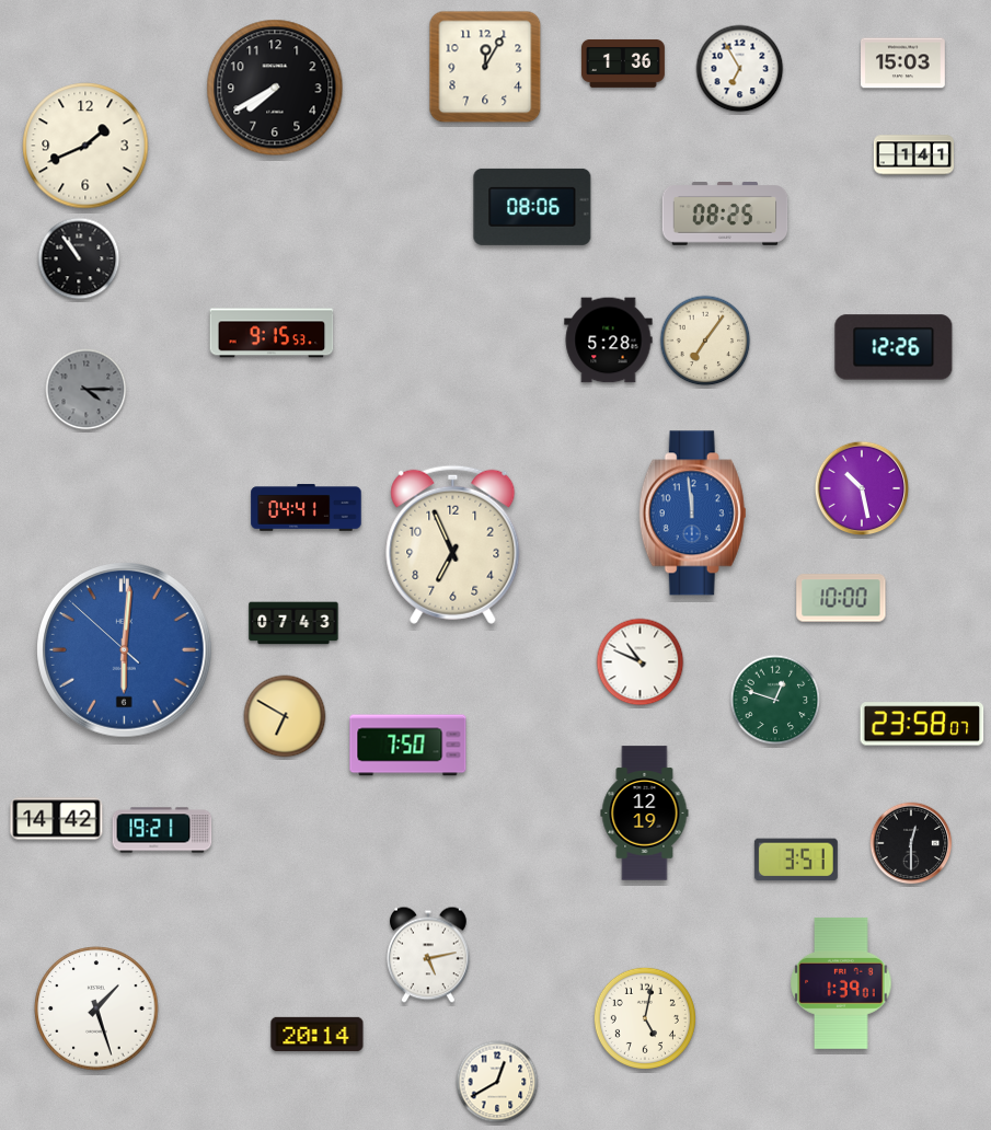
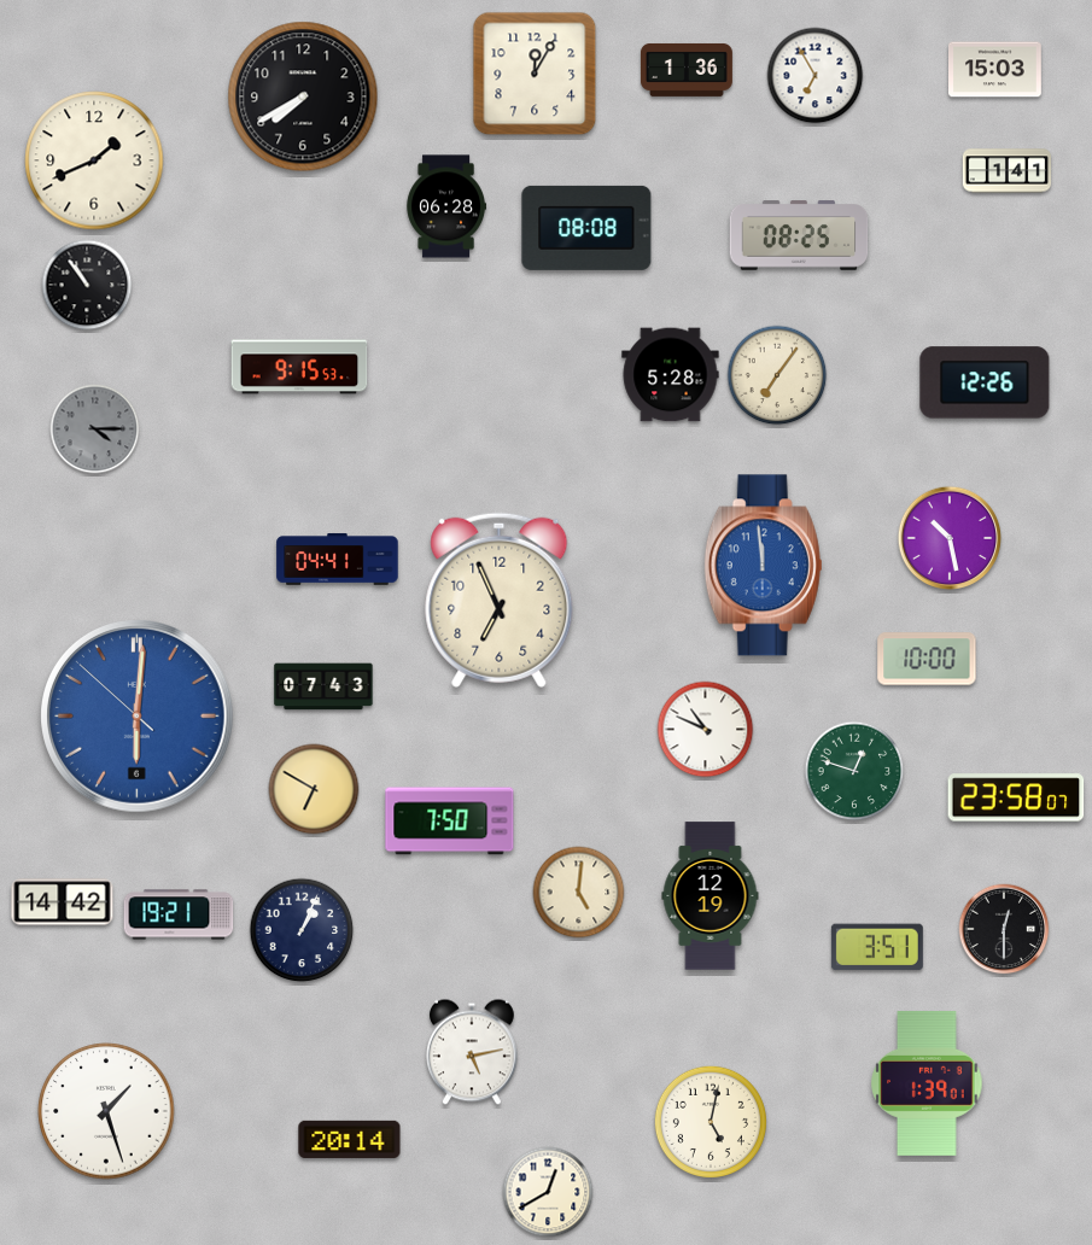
clock at (445, 206): none -> 06:28
clock at (532, 207): 08:06 -> 08:08
clock at (579, 893): none -> 5:01
clock at (302, 930): none -> 1:04
